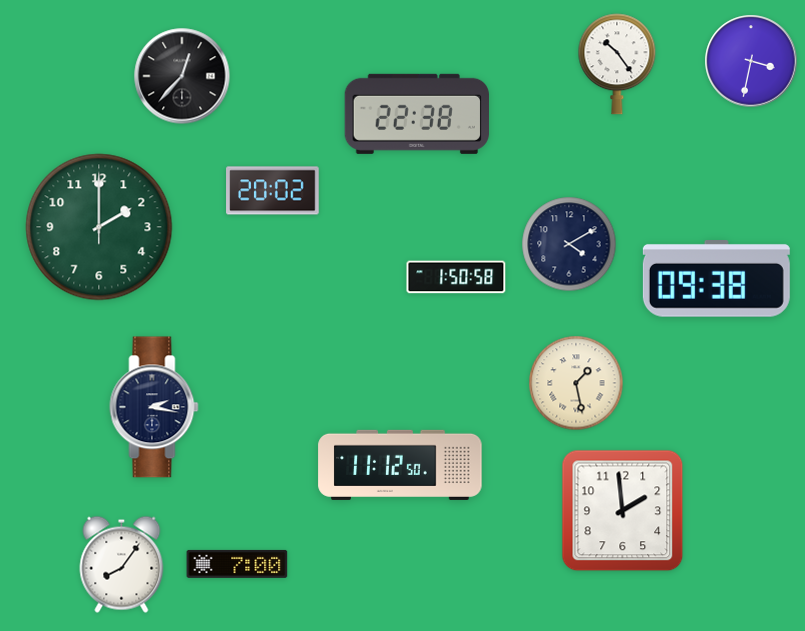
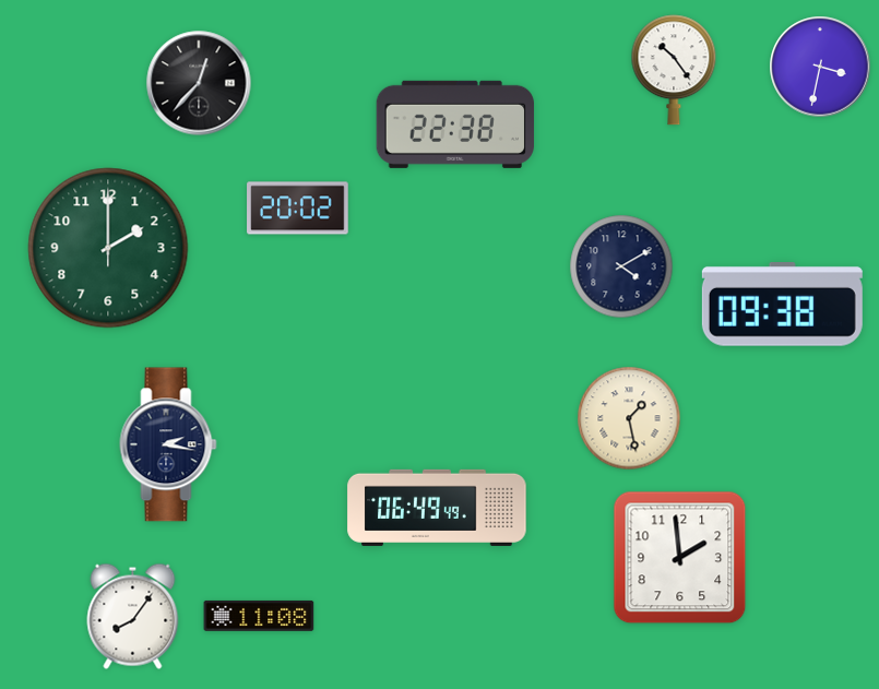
clock at (456, 277): 1:50 -> none
clock at (400, 465): 11:12 -> 06:49
clock at (237, 564): 7:00 -> 11:08
